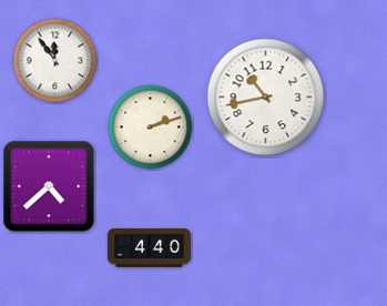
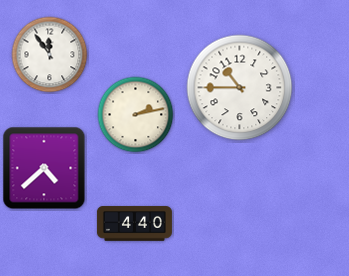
clock at (266, 98): 10:43 -> 10:45
clock at (151, 127): 2:12 -> 2:13
